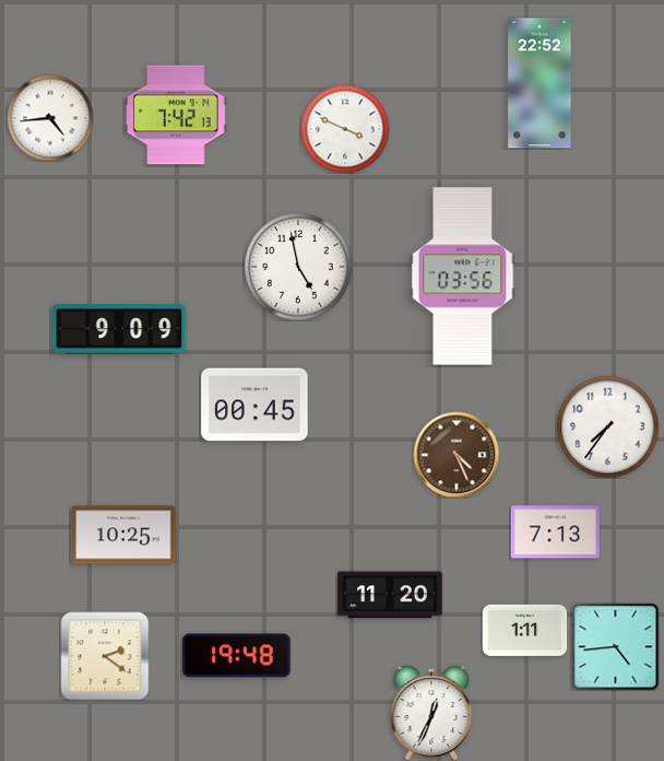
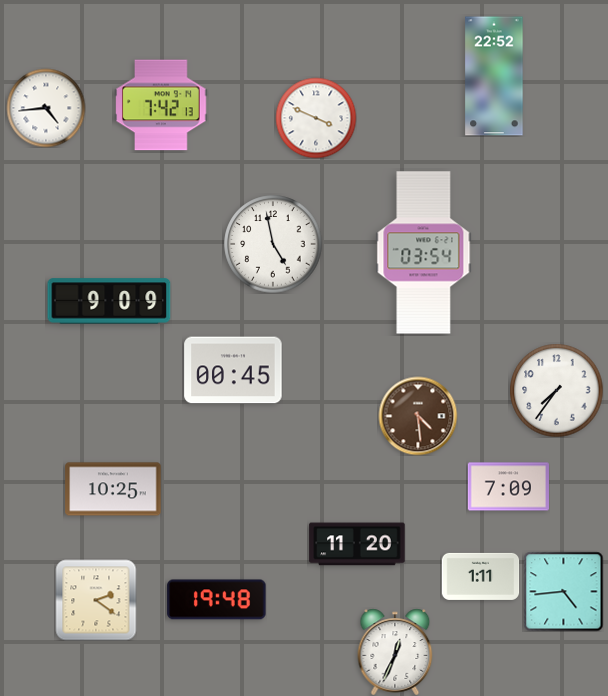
clock at (463, 277): 03:56 -> 03:54
clock at (456, 455): 4:26 -> 4:29
clock at (555, 532): 7:13 -> 7:09
